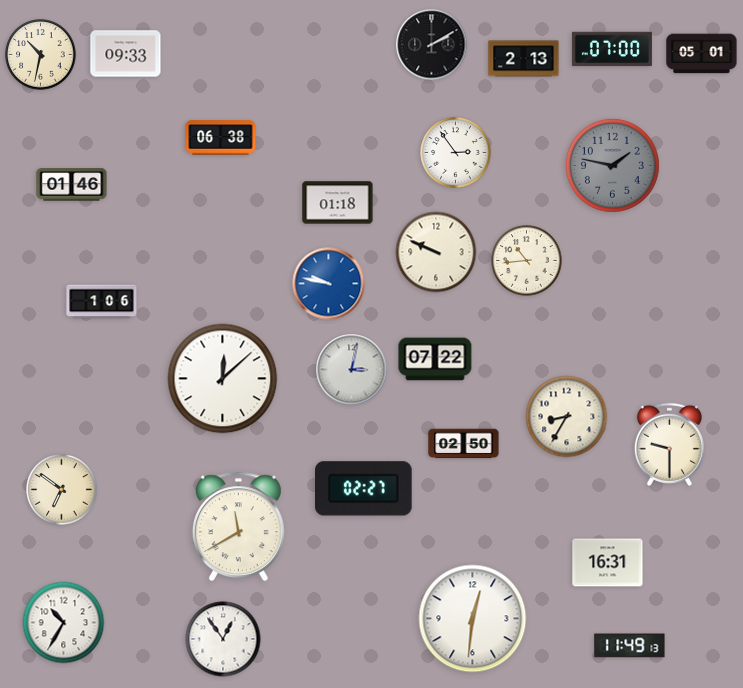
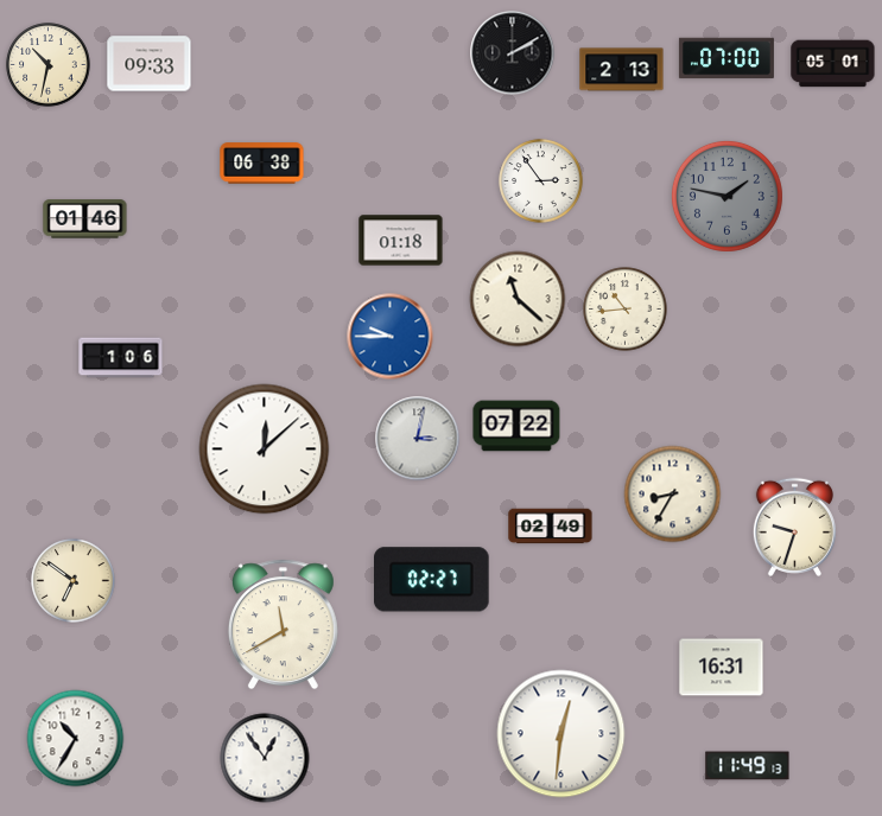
clock at (436, 252): 9:49 -> 11:22
clock at (329, 284): 9:47 -> 9:45
clock at (464, 444): 02:50 -> 02:49
clock at (669, 444): 9:30 -> 9:33
